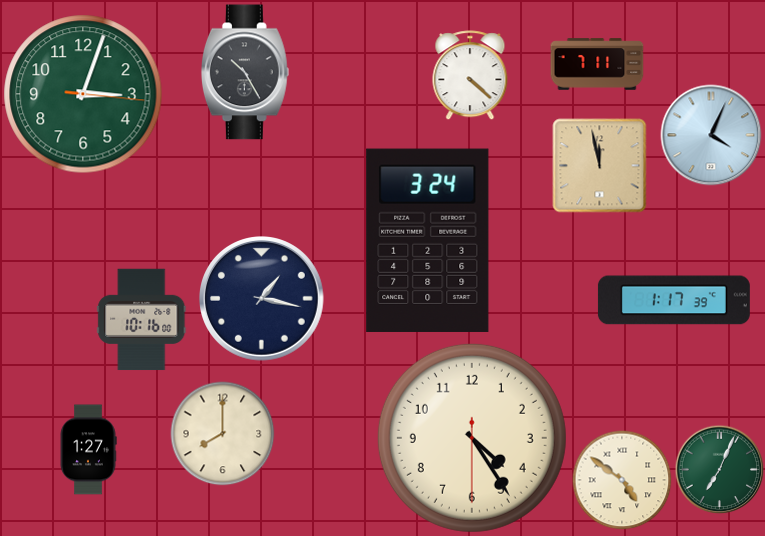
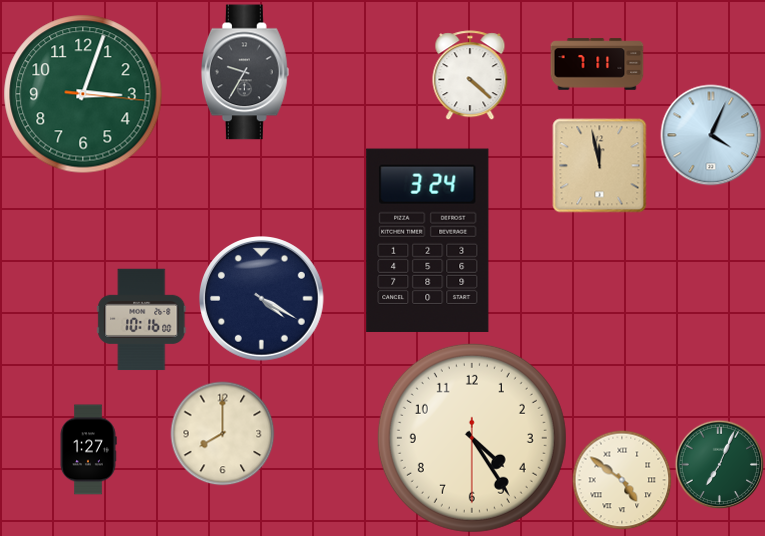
clock at (245, 72): 10:25 -> 9:35
clock at (262, 299): 1:17 -> 4:20
clock at (674, 300): 1:17 -> none
clock at (719, 469) position: (719, 469) -> (719, 464)
